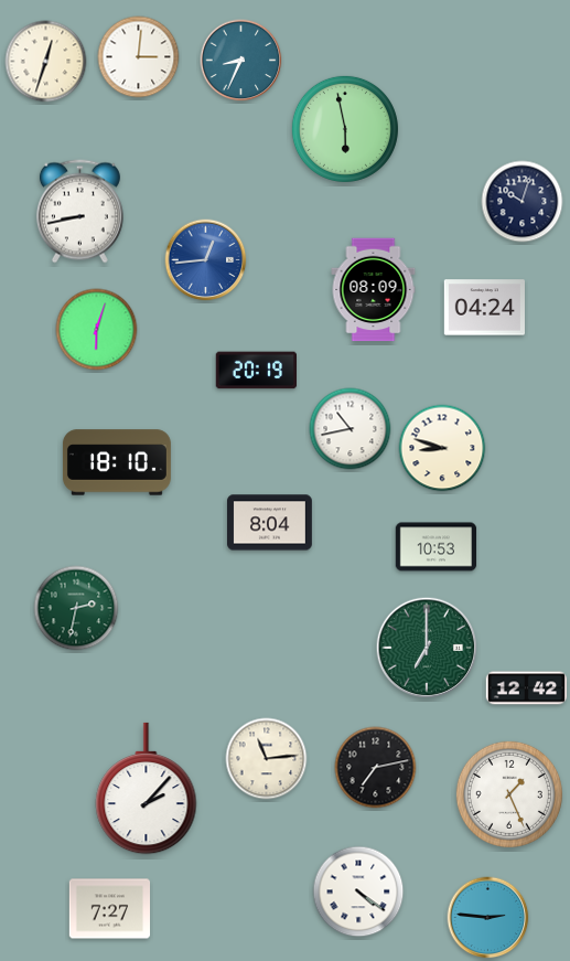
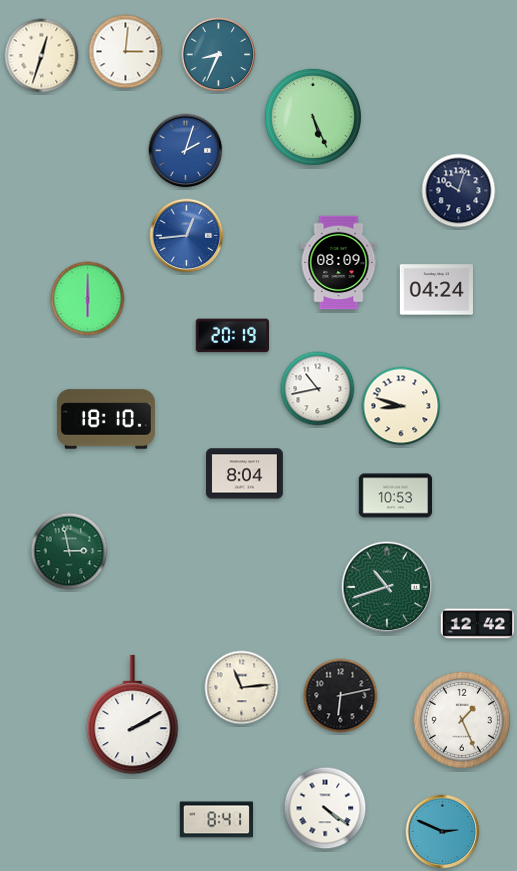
clock at (345, 129): 5:58 -> 5:26
clock at (186, 151): none -> 2:03
clock at (523, 202) position: (523, 202) -> (459, 191)
clock at (79, 212): 8:43 -> none
clock at (484, 308) position: (484, 308) -> (436, 290)
clock at (97, 330): 6:03 -> 6:00
clock at (76, 608): 2:32 -> 2:58
clock at (427, 648): 7:00 -> 10:42
clock at (376, 768): 7:13 -> 6:13
clock at (147, 789): 2:07 -> 2:10
clock at (216, 820): none -> 8:41
clock at (110, 909): 7:27 -> none
clock at (488, 918): 2:46 -> 2:49
